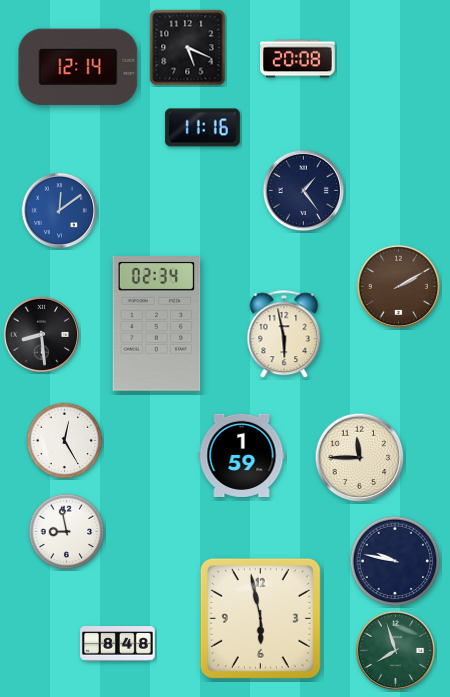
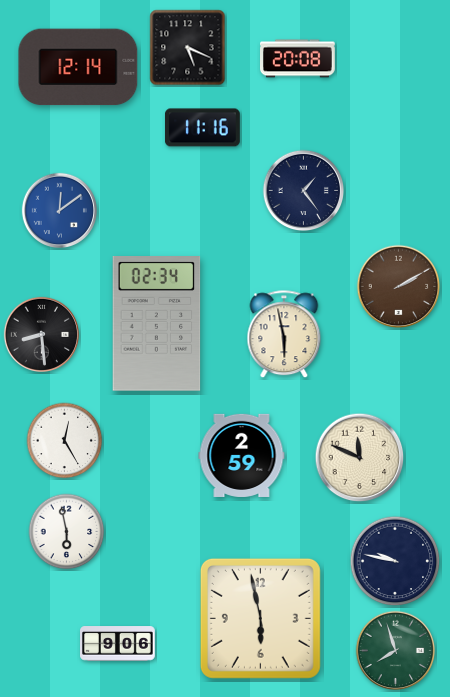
clock at (242, 455): 1:59 -> 2:59
clock at (360, 458): 11:45 -> 11:49
clock at (67, 532): 8:58 -> 5:58
clock at (118, 644): 8:48 -> 9:06
